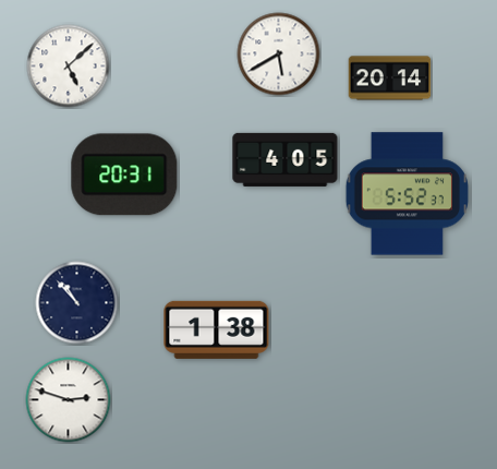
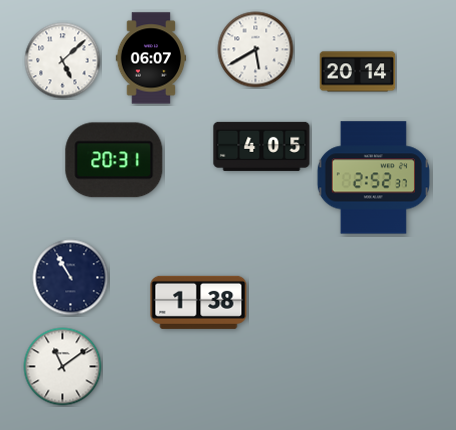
clock at (151, 58): none -> 06:07
clock at (407, 194): 5:52 -> 2:52
clock at (77, 303): 10:53 -> 10:55
clock at (69, 400): 2:48 -> 11:09
